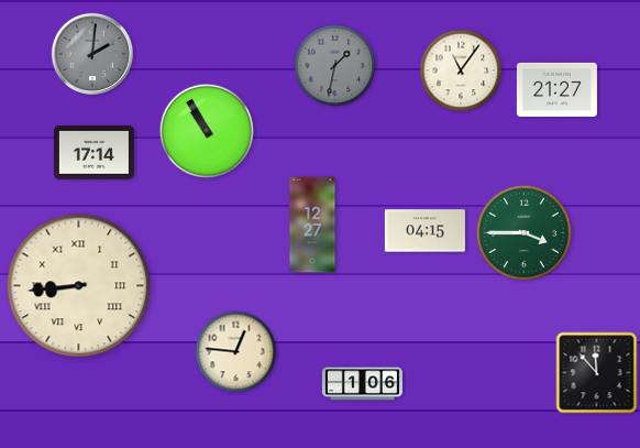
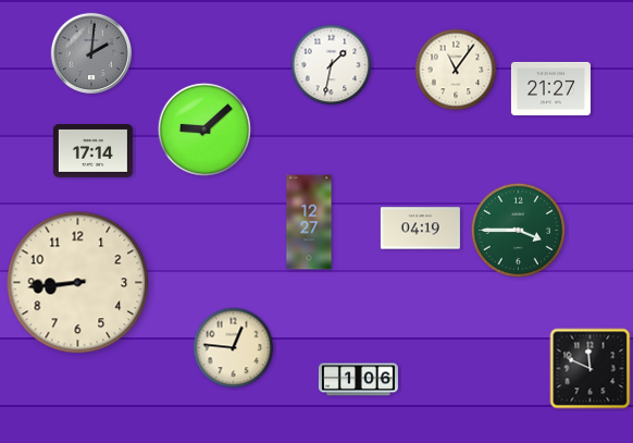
clock at (335, 66) dial: grey -> white
clock at (207, 131): 10:55 -> 9:08
clock at (424, 231): 04:15 -> 04:19
clock at (79, 286) numerals: Roman -> Arabic
clock at (597, 373): 11:53 -> 11:49
